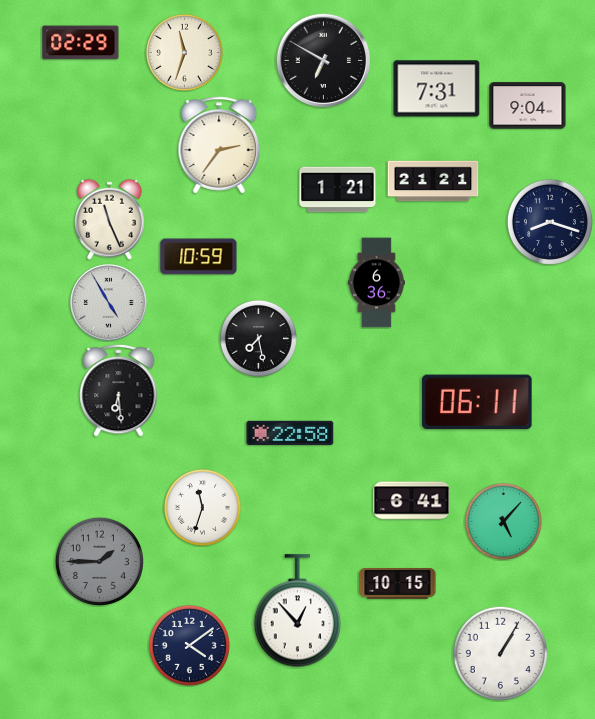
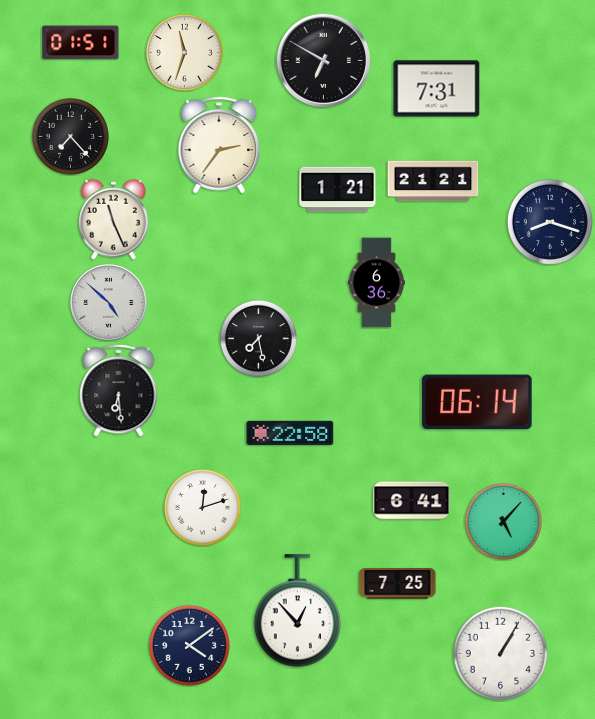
clock at (81, 43): 02:29 -> 01:51
clock at (528, 106): 9:04 -> none
clock at (70, 136): none -> 7:23
clock at (109, 219) position: (109, 219) -> (113, 219)
clock at (199, 257): 10:59 -> none
clock at (109, 303): 4:55 -> 4:52
clock at (477, 402): 06:11 -> 06:14
clock at (202, 507): 11:33 -> 12:12
clock at (99, 561): 1:45 -> none
clock at (398, 584): 10:15 -> 7:25
